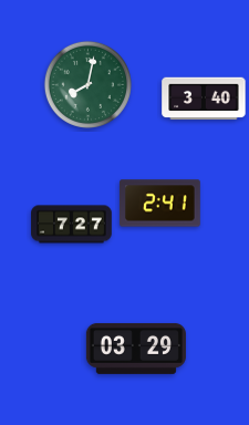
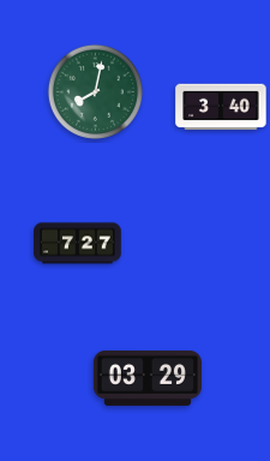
clock at (160, 204): 2:41 -> none
